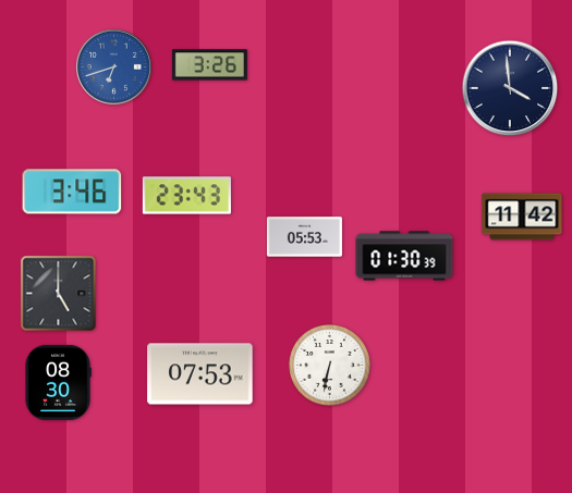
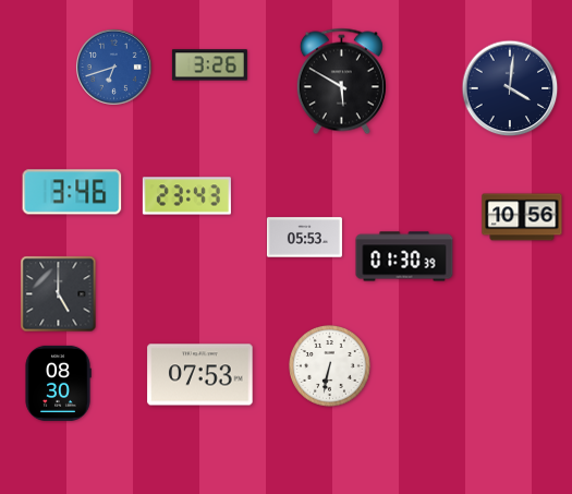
clock at (341, 82): none -> 5:50
clock at (510, 88): 3:59 -> 4:01
clock at (522, 217): 11:42 -> 10:56
